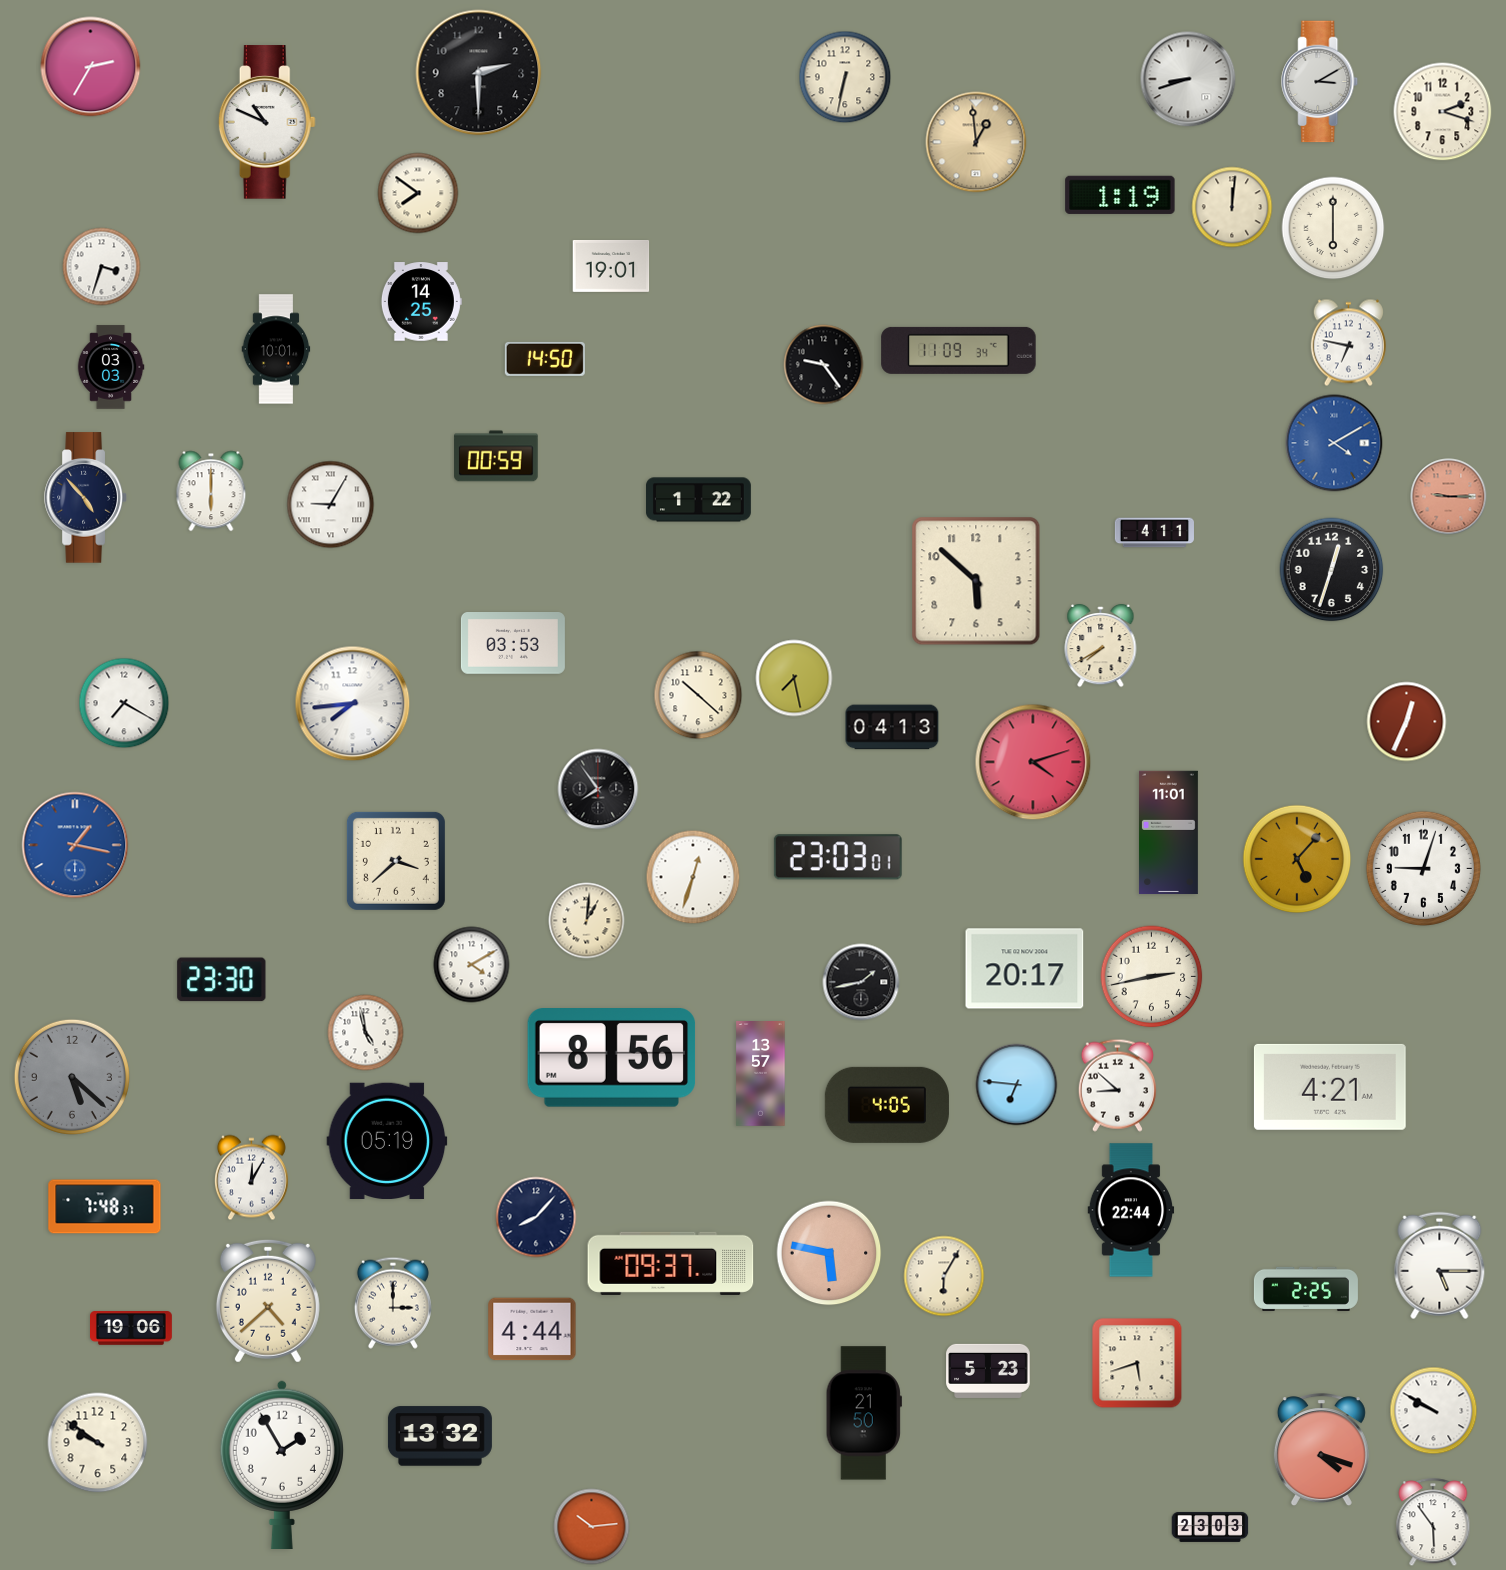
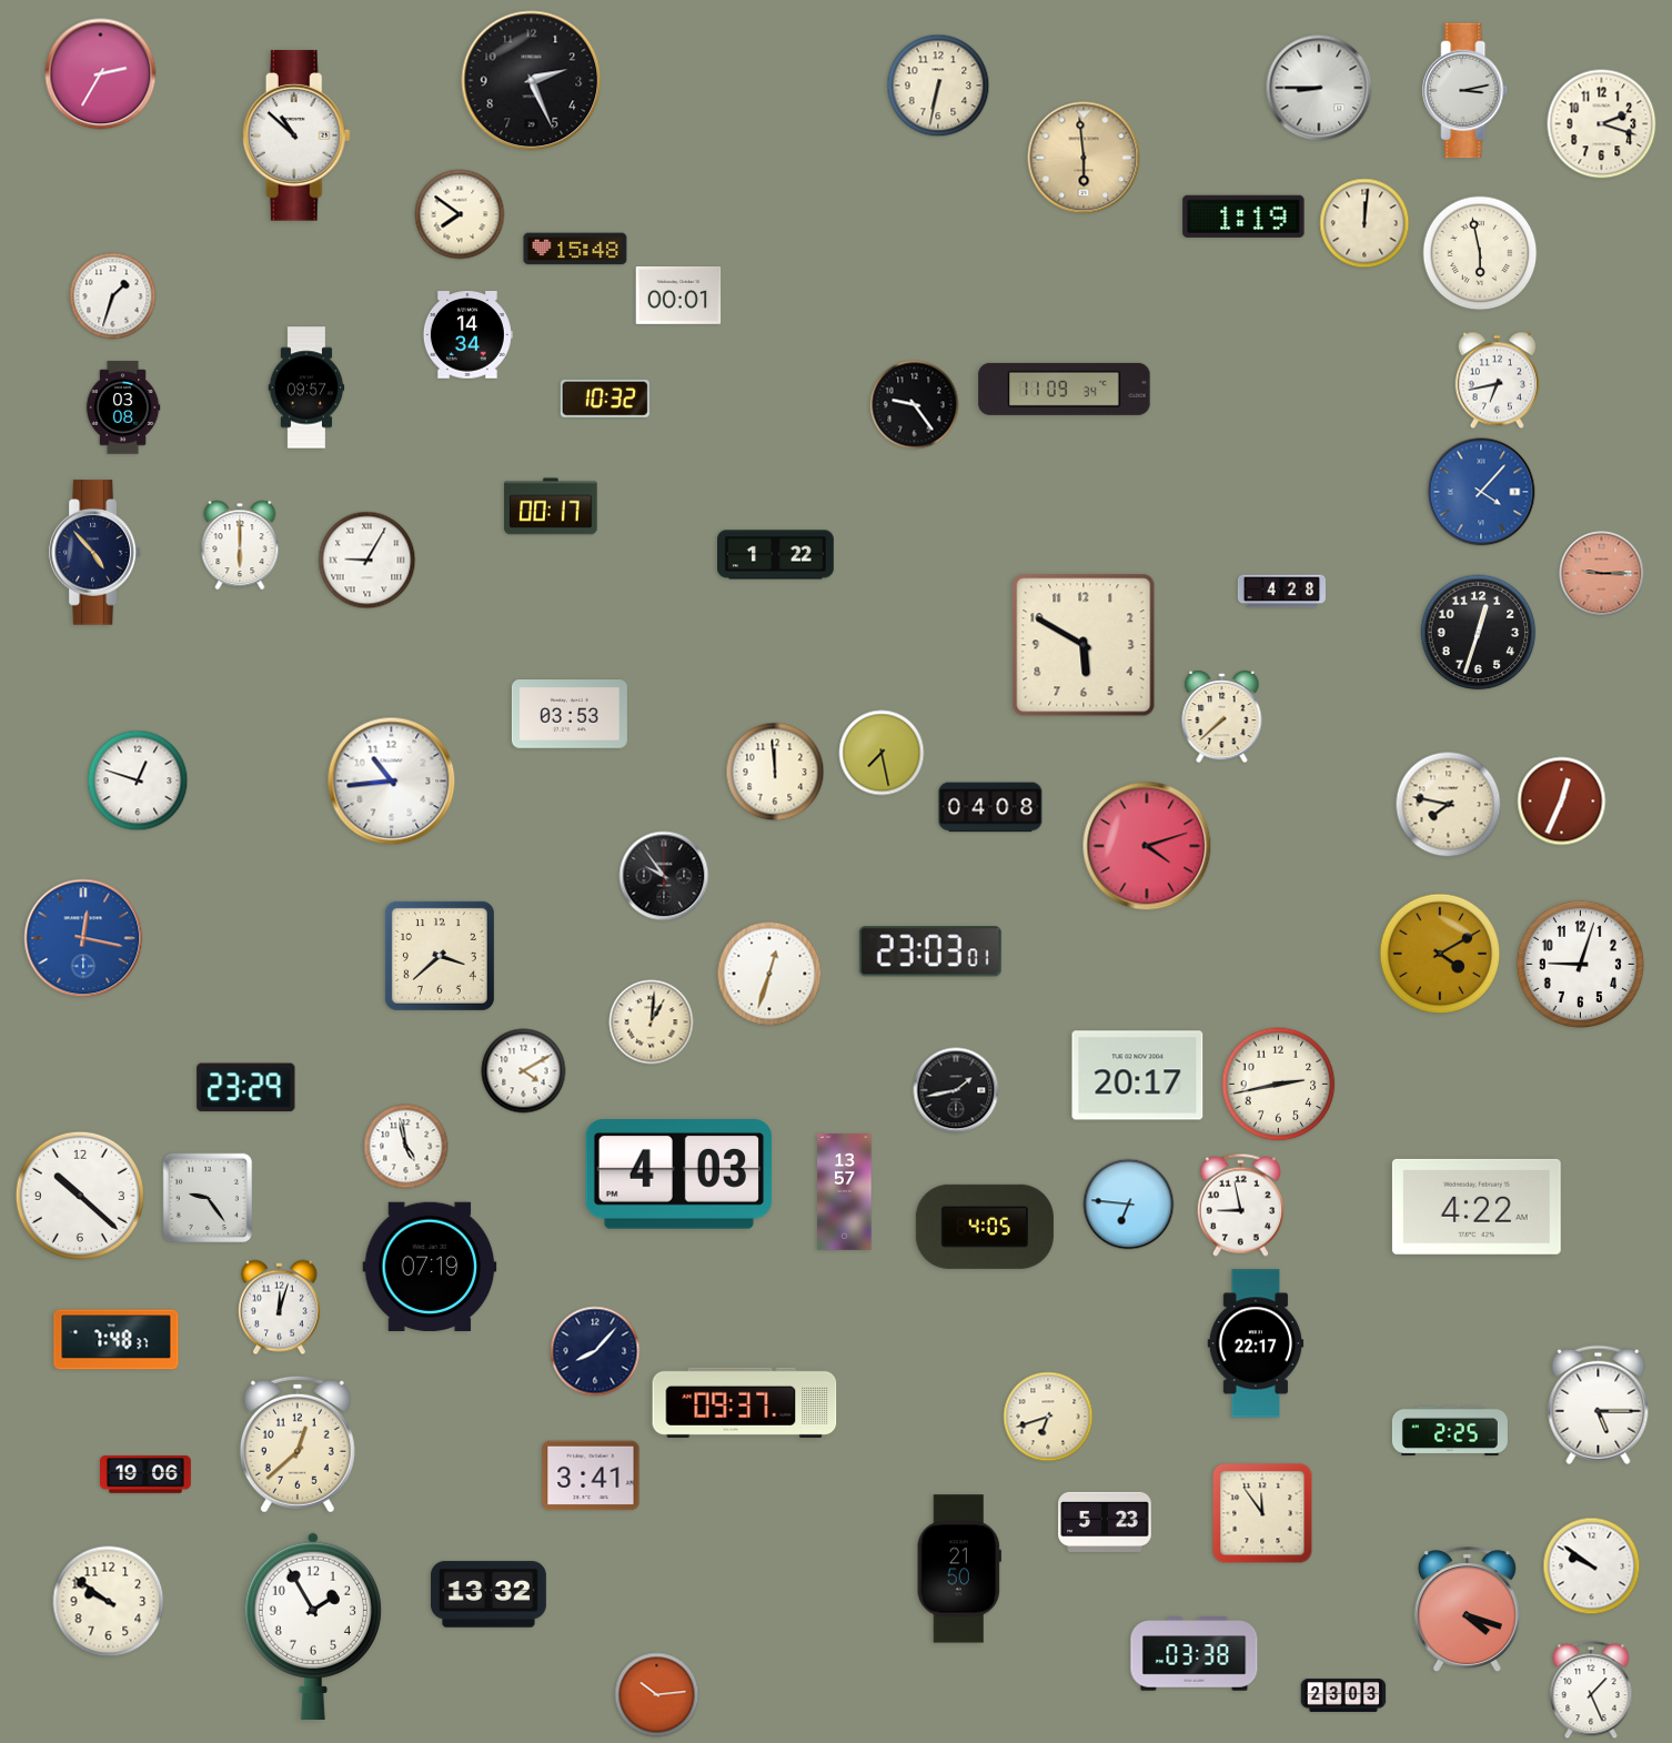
clock at (479, 73): 2:30 -> 2:26
clock at (1188, 79): 8:42 -> 8:45
clock at (1320, 82): 3:10 -> 3:13
clock at (267, 122): 10:49 -> 10:52
clock at (976, 142): 12:59 -> 5:59
clock at (418, 193) position: (418, 193) -> (460, 214)
clock at (1232, 207) position: (1232, 207) -> (1364, 223)
clock at (575, 249): none -> 15:48
clock at (1333, 228): 6:00 -> 5:58
clock at (611, 266): 19:01 -> 00:01
clock at (102, 267): 3:33 -> 1:33
clock at (421, 302): 14:25 -> 14:34
clock at (1348, 343): 6:47 -> 6:43
clock at (276, 349): 10:01 -> 09:57
clock at (545, 359): 14:50 -> 10:32
clock at (111, 367): 03:03 -> 03:08
clock at (1334, 443): 4:10 -> 4:07
clock at (496, 456): 00:59 -> 00:17
clock at (211, 491) position: (211, 491) -> (240, 545)
clock at (1449, 497) position: (1449, 497) -> (1602, 574)
clock at (1154, 533): 4:11 -> 4:28
clock at (976, 581): 5:52 -> 5:50
clock at (1101, 646): 7:40 -> 7:38
clock at (698, 695): 10:22 -> 11:59
clock at (124, 703): 7:20 -> 12:48
clock at (353, 704): 7:44 -> 10:44
clock at (1449, 805): none -> 7:47
clock at (892, 727): 04:13 -> 04:08
clock at (598, 789): 7:54 -> 9:54
clock at (1168, 833): 11:01 -> none
clock at (75, 845): 1:17 -> 12:17
clock at (1297, 859): 5:07 -> 4:10
clock at (222, 980): 23:30 -> 23:29
clock at (612, 1058): 8:56 -> 4:03
clock at (72, 1077): 5:22 -> 10:22
clock at (72, 1077) dial: grey -> white
clock at (208, 1198): none -> 9:24
clock at (1117, 1085): 8:52 -> 8:58
clock at (1330, 1087): 4:21 -> 4:22
clock at (387, 1140): 05:19 -> 07:19
clock at (251, 1178): 12:05 -> 12:03
clock at (1131, 1210): 22:44 -> 22:17
clock at (829, 1253): 5:47 -> none
clock at (944, 1276): 6:05 -> 6:42
clock at (268, 1301): 4:38 -> 12:38
clock at (393, 1303): 3:00 -> none
clock at (532, 1329): 4:44 -> 3:41
clock at (1137, 1363): 5:42 -> 11:54
clock at (988, 1371) position: (988, 1371) -> (1105, 1522)
clock at (1434, 1411): 9:50 -> 9:51
clock at (1195, 1654): none -> 03:38
clock at (1433, 1523): 5:54 -> 1:26
